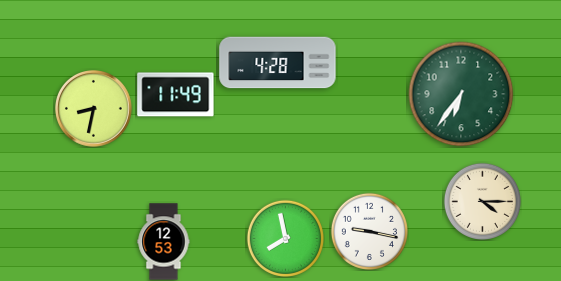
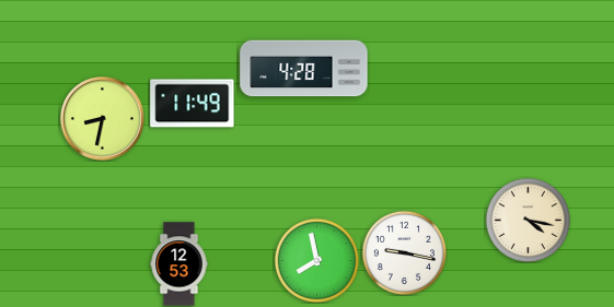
clock at (461, 94): 6:36 -> none
clock at (482, 201): 4:15 -> 4:17
clock at (285, 238) position: (285, 238) -> (316, 260)
